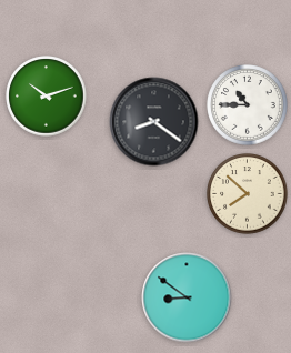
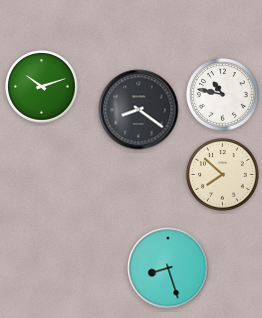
clock at (248, 105): 10:45 -> 10:47
clock at (187, 297): 8:51 -> 8:27
